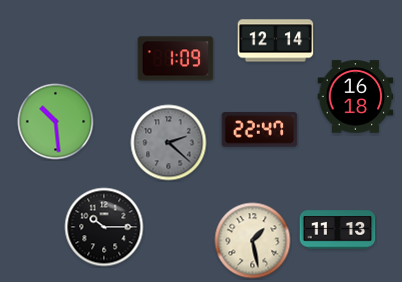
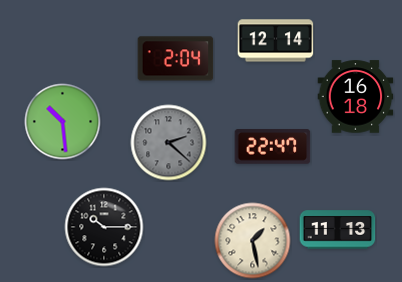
clock at (176, 59): 1:09 -> 2:04
clock at (56, 122) position: (56, 122) -> (63, 122)
clock at (260, 130) position: (260, 130) -> (273, 147)
